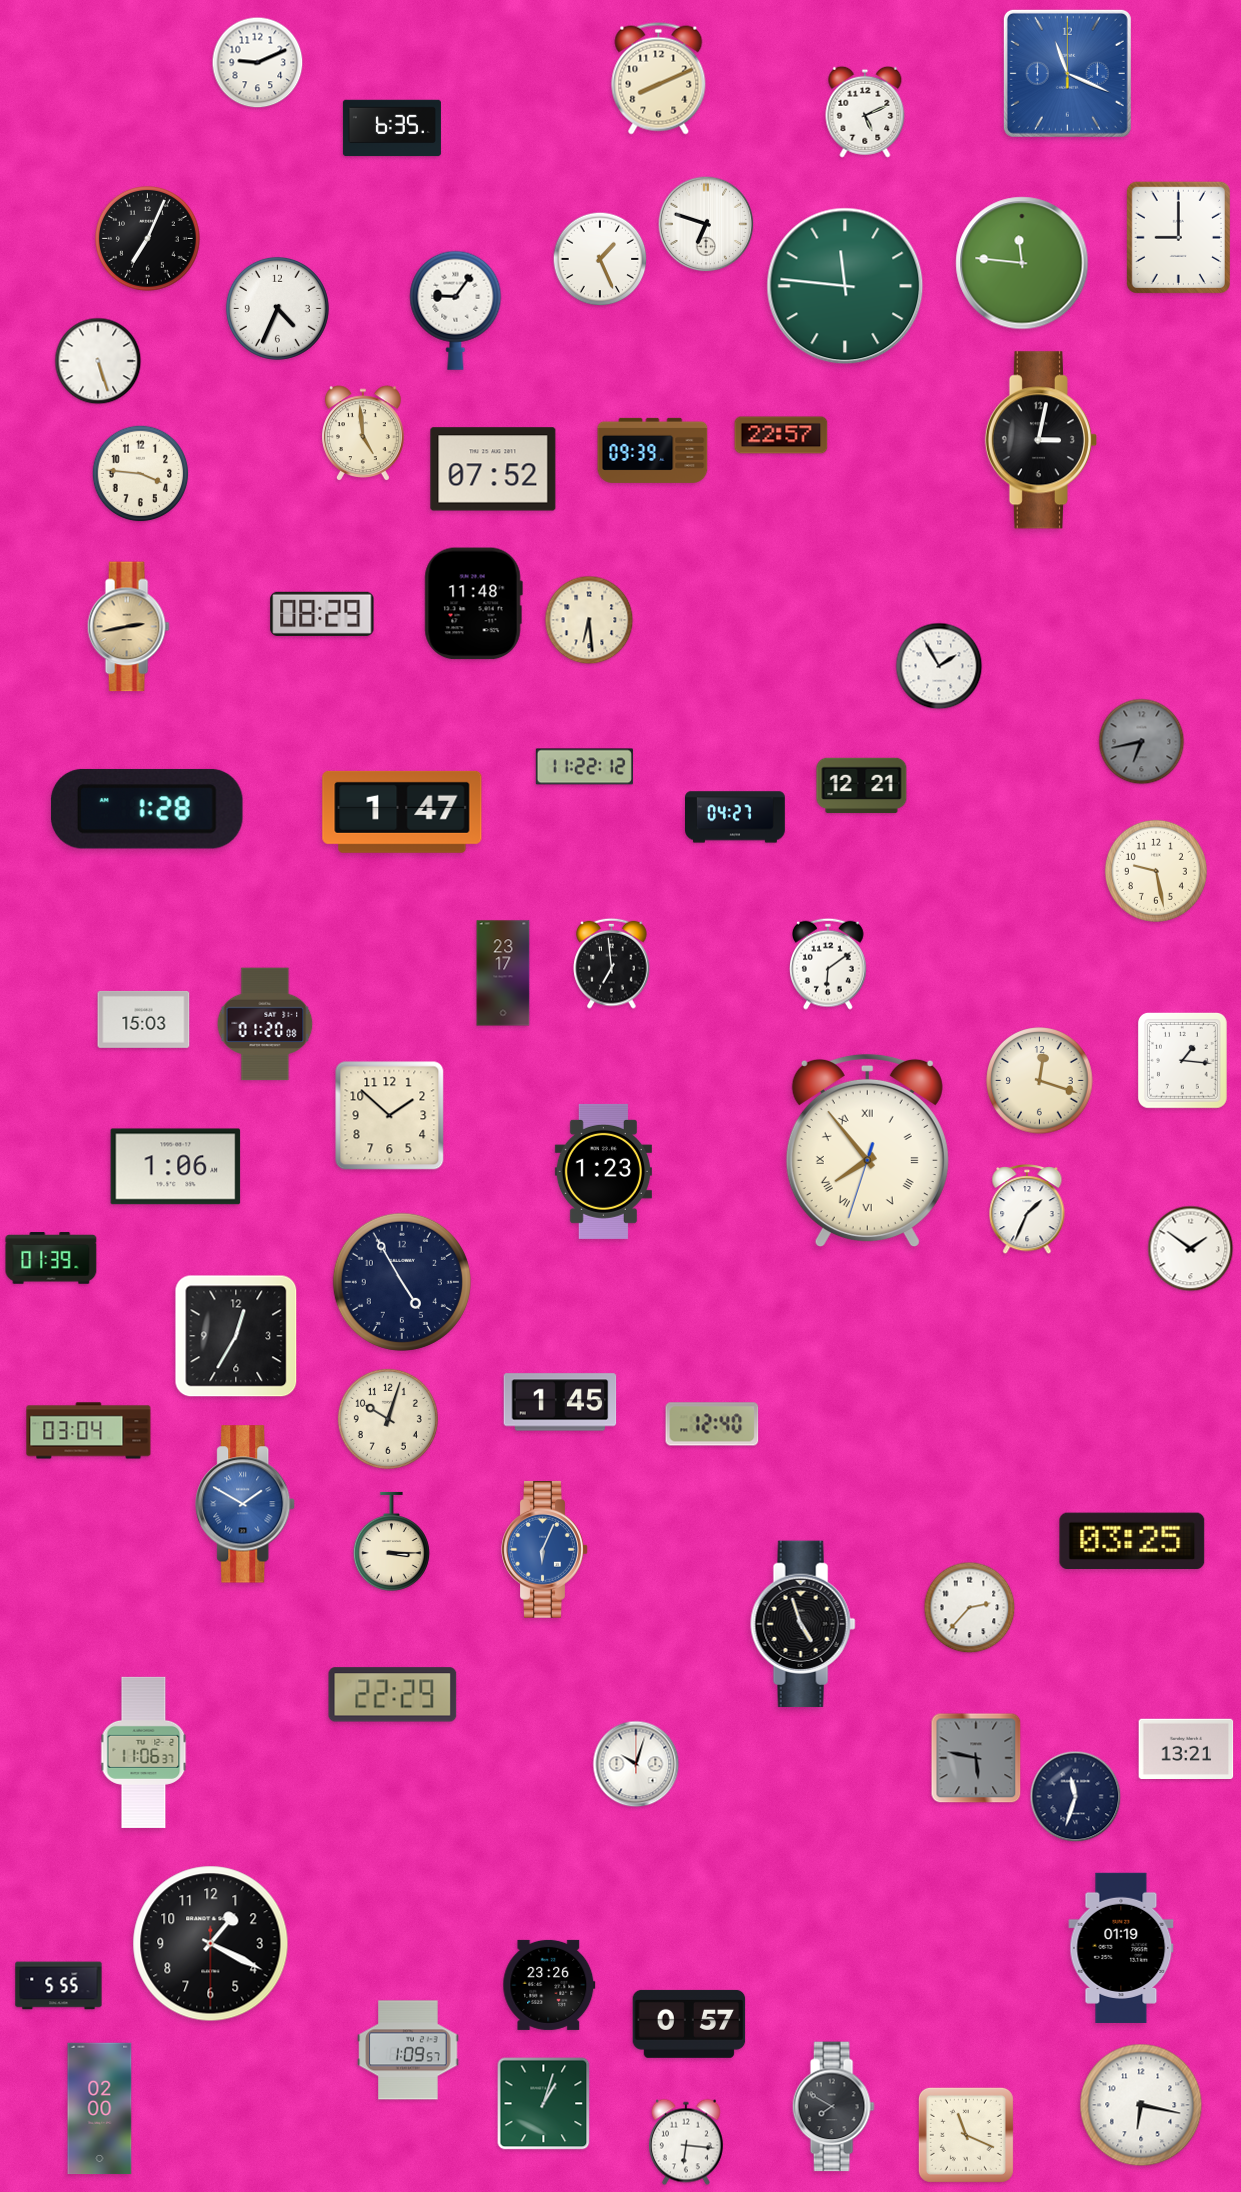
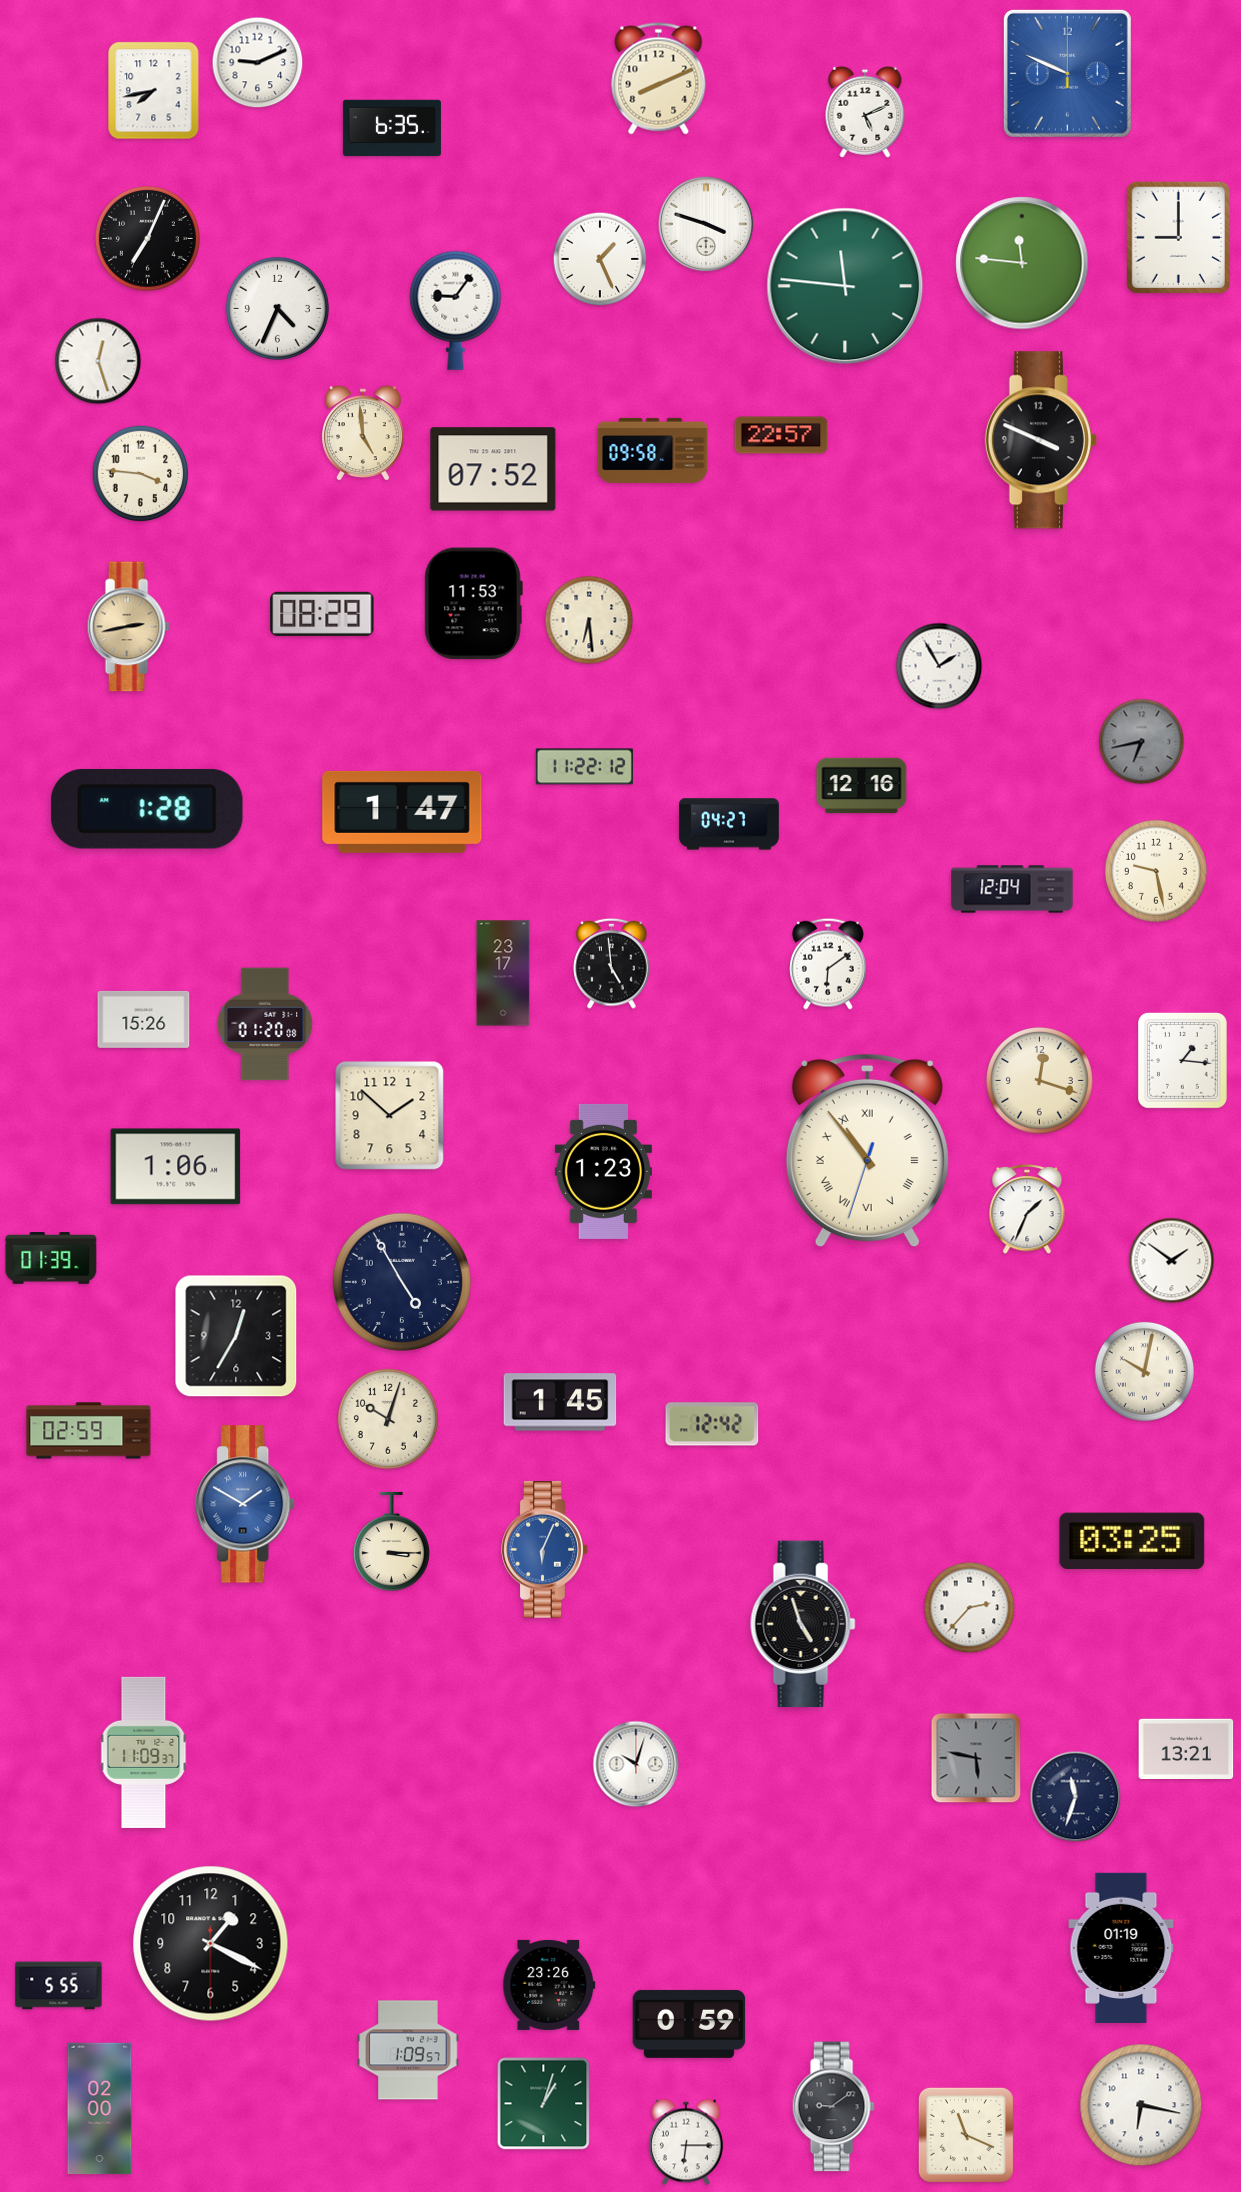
clock at (1067, 73): 11:19 -> 9:49
clock at (154, 91): none -> 7:43
clock at (706, 224): 6:48 -> 3:48
clock at (98, 361): 5:27 -> 12:27
clock at (1041, 440): 3:02 -> 3:49
clock at (653, 450): 09:39 -> 09:58
clock at (473, 604): 11:48 -> 11:53
clock at (862, 786): 12:21 -> 12:16
clock at (736, 817) position: (736, 817) -> (730, 824)
clock at (1012, 889): none -> 12:04
clock at (612, 963): 6:59 -> 4:59
clock at (144, 1019): 15:03 -> 15:26
clock at (867, 1151): 7:53 -> 10:53
clock at (1191, 1249) position: (1191, 1249) -> (1172, 1261)
clock at (1144, 1371): none -> 10:02
clock at (712, 1424): 12:40 -> 12:42
clock at (89, 1431): 03:04 -> 02:59
clock at (393, 1695): 22:29 -> none
clock at (144, 1752): 11:06 -> 11:09
clock at (689, 2024): 0:57 -> 0:59
clock at (833, 2107): 7:50 -> 9:09
clock at (686, 2142): 6:16 -> 6:15
